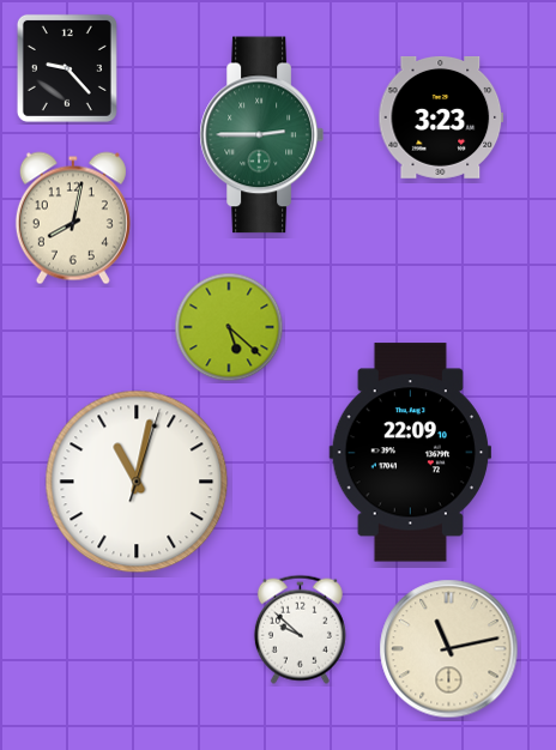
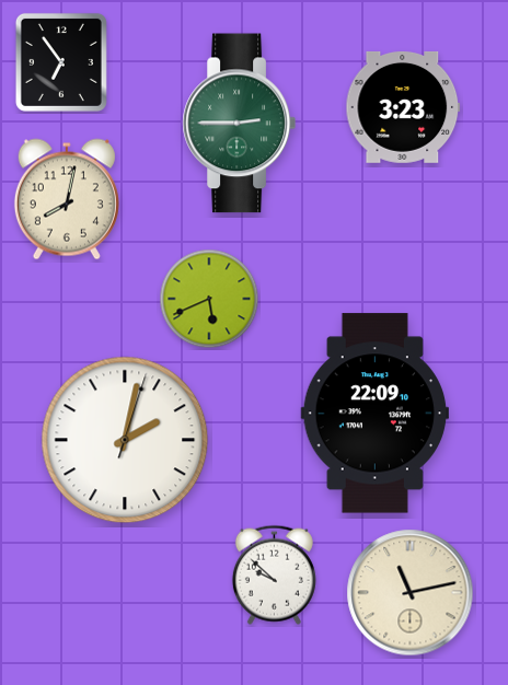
clock at (67, 68): 9:23 -> 6:54
clock at (229, 327): 5:22 -> 5:41
clock at (137, 482): 11:02 -> 2:02
